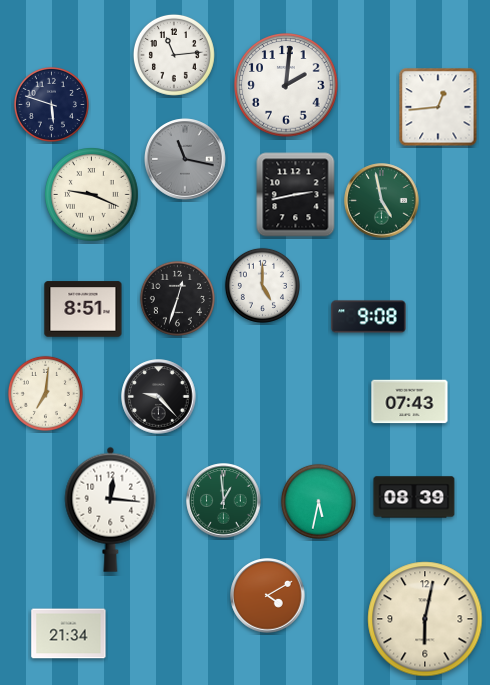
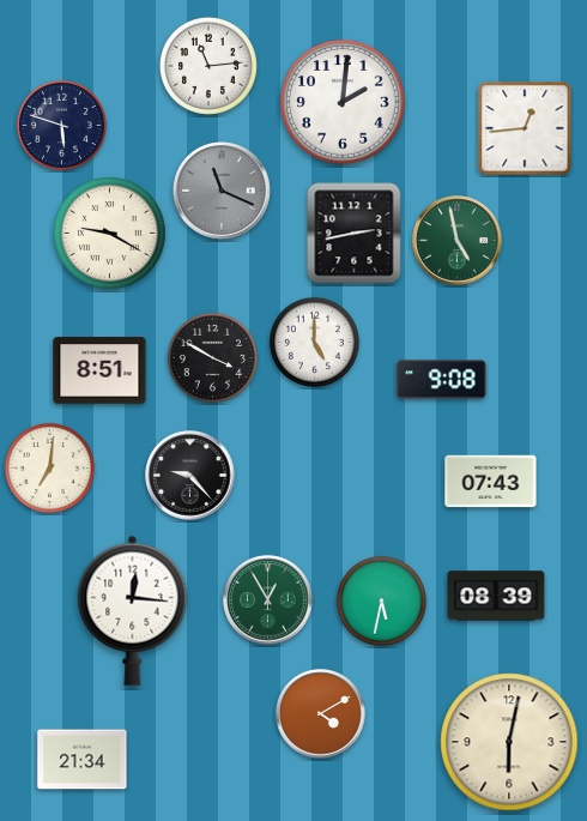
clock at (185, 159): 11:17 -> 11:19
clock at (92, 195): 9:19 -> 9:20
clock at (177, 298): 12:33 -> 3:50
clock at (45, 393) position: (45, 393) -> (49, 467)
clock at (224, 501): 12:59 -> 12:55
